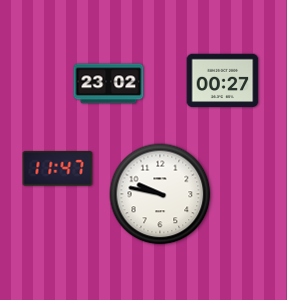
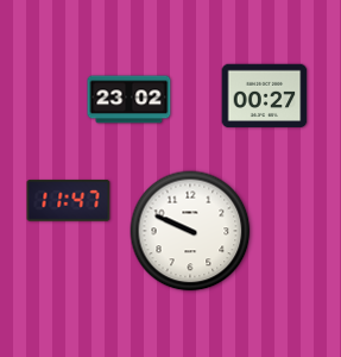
clock at (160, 194): 9:47 -> 9:49
